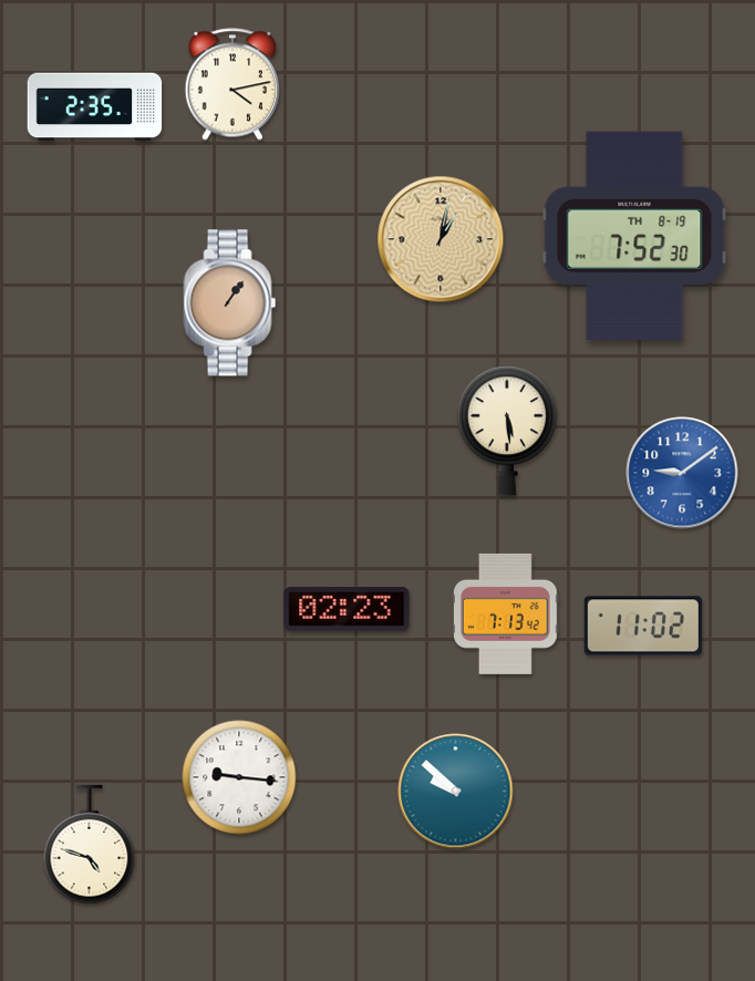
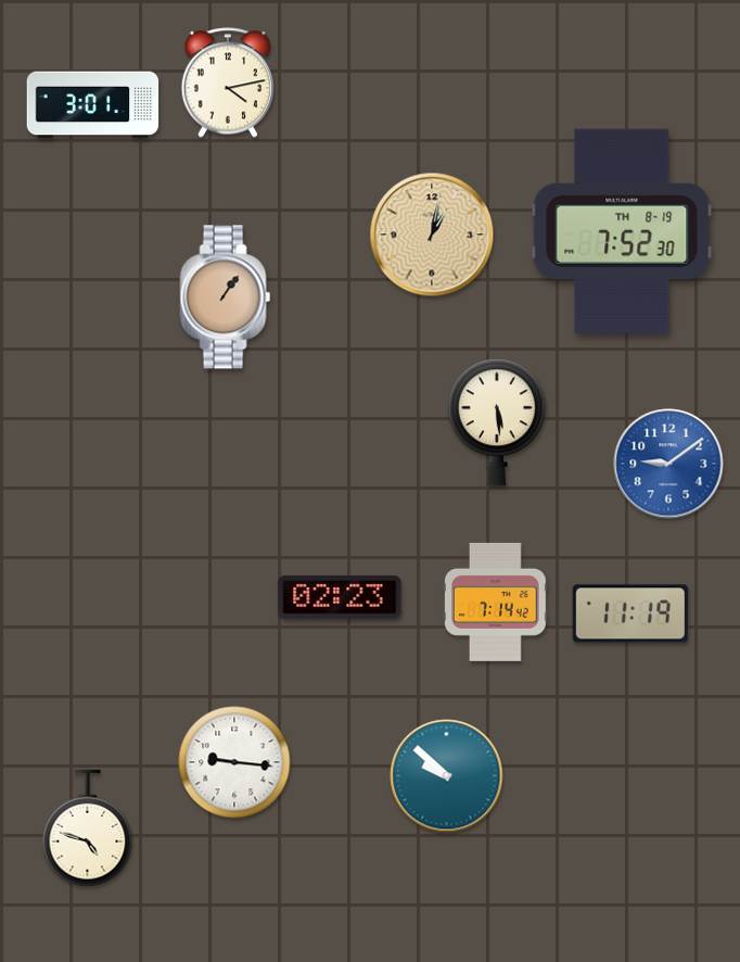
clock at (95, 107): 2:35 -> 3:01
clock at (506, 613): 7:13 -> 7:14
clock at (642, 626): 11:02 -> 11:19
